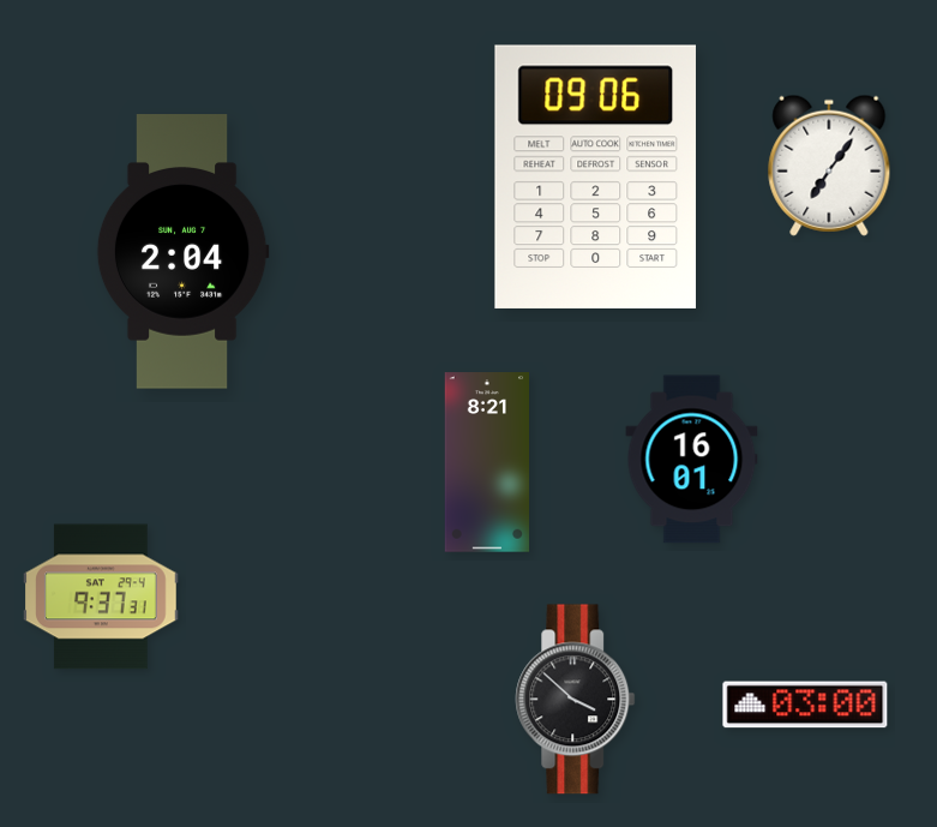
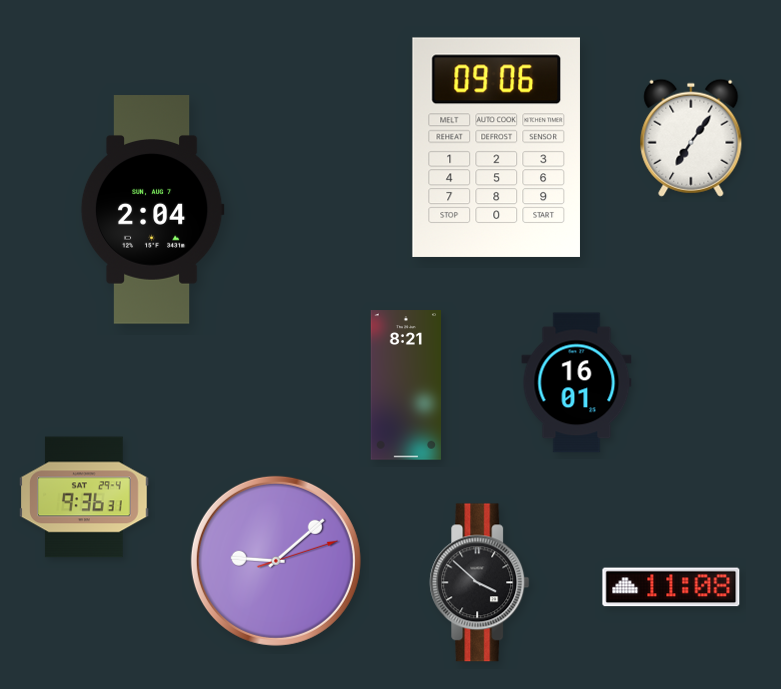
clock at (102, 597): 9:37 -> 9:36
clock at (276, 561): none -> 9:08
clock at (805, 705): 03:00 -> 11:08
